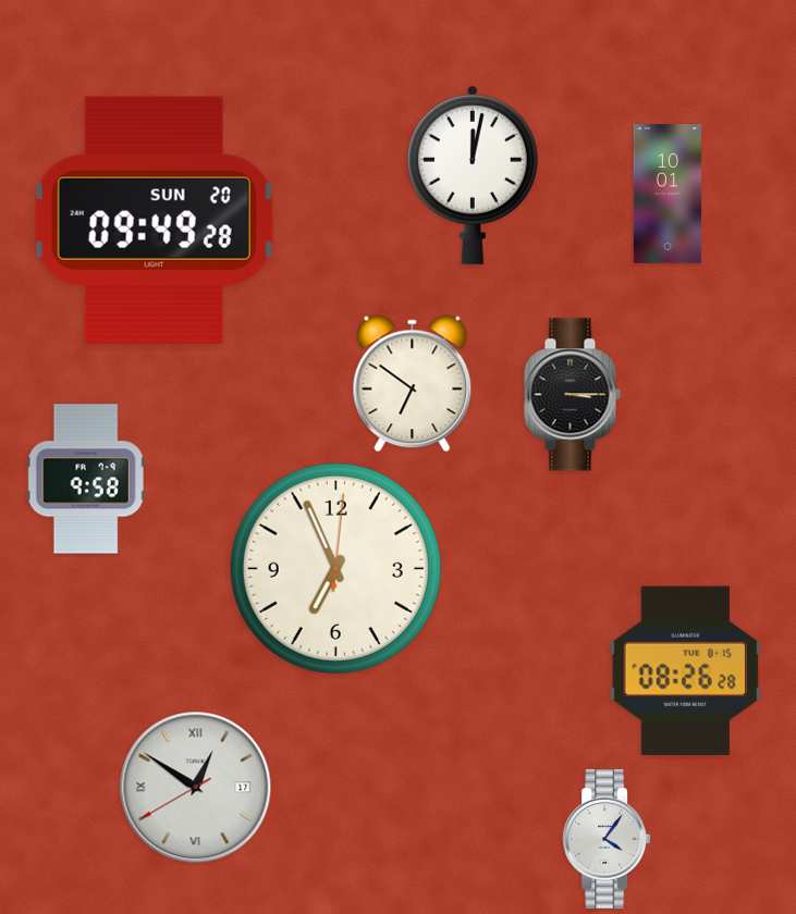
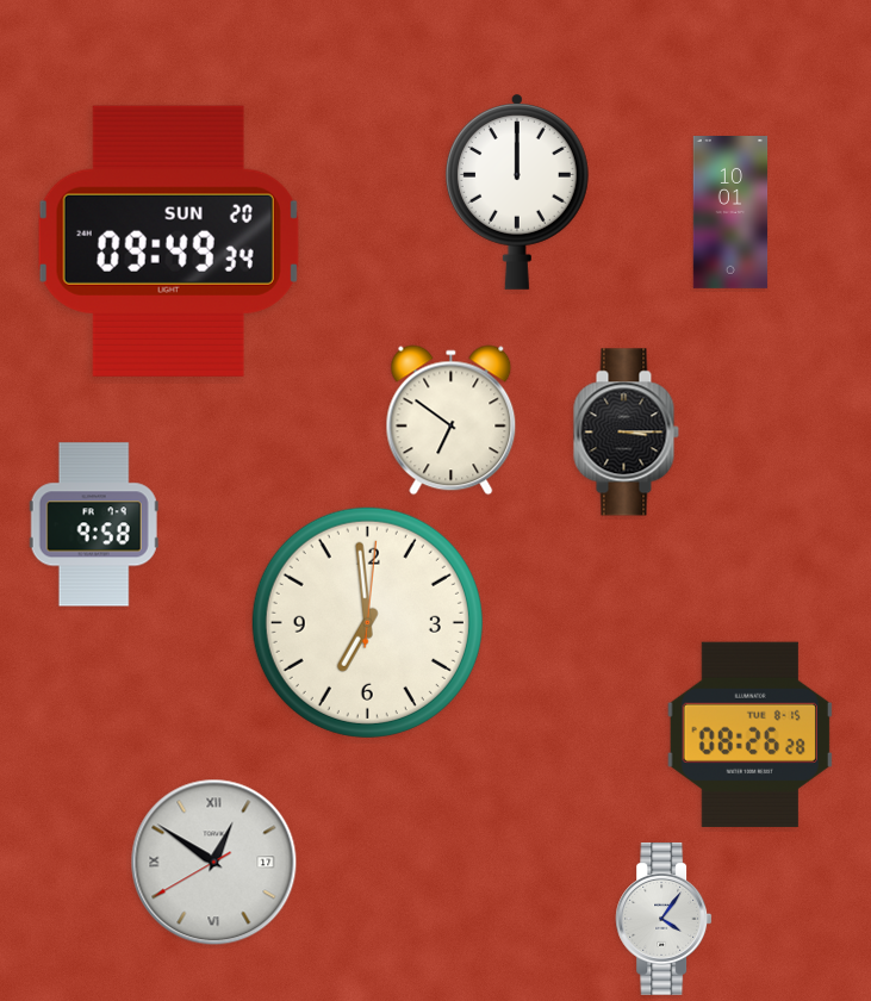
clock at (473, 175): 12:02 -> 12:00
clock at (154, 220): 09:49:28 -> 09:49:34
clock at (335, 568): 6:56 -> 6:59
